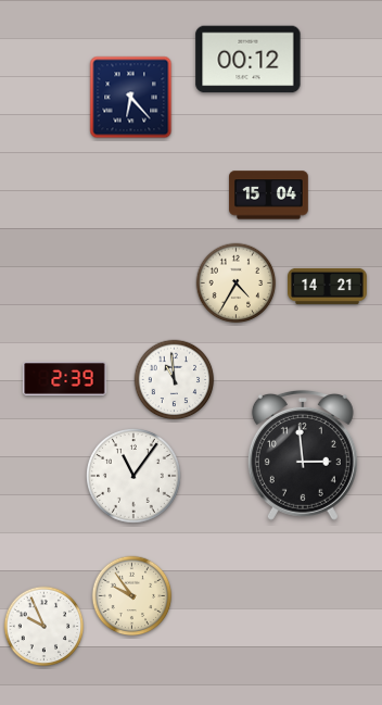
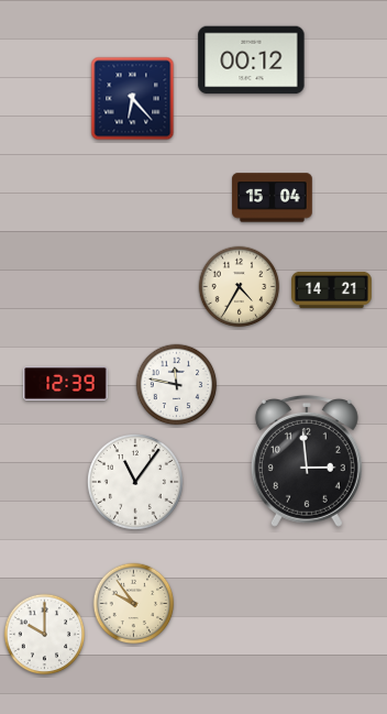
clock at (65, 379): 2:39 -> 12:39
clock at (175, 380): 10:59 -> 11:47
clock at (44, 627): 9:56 -> 10:00
